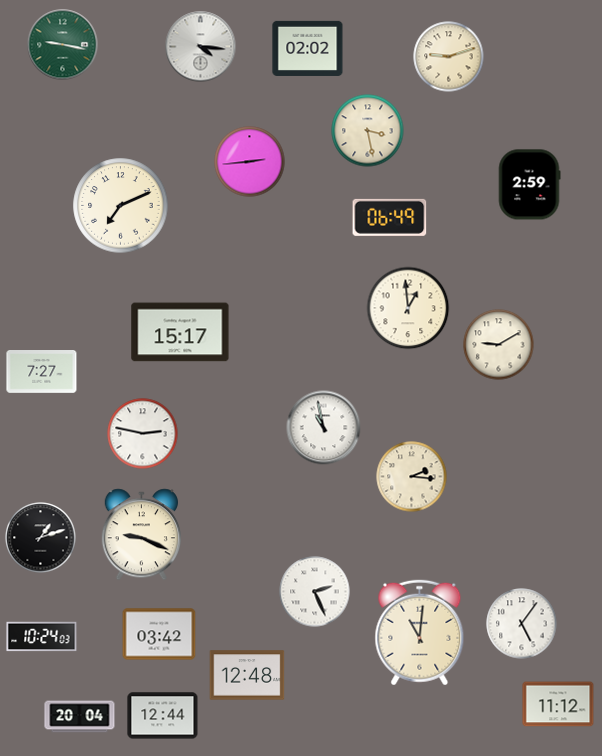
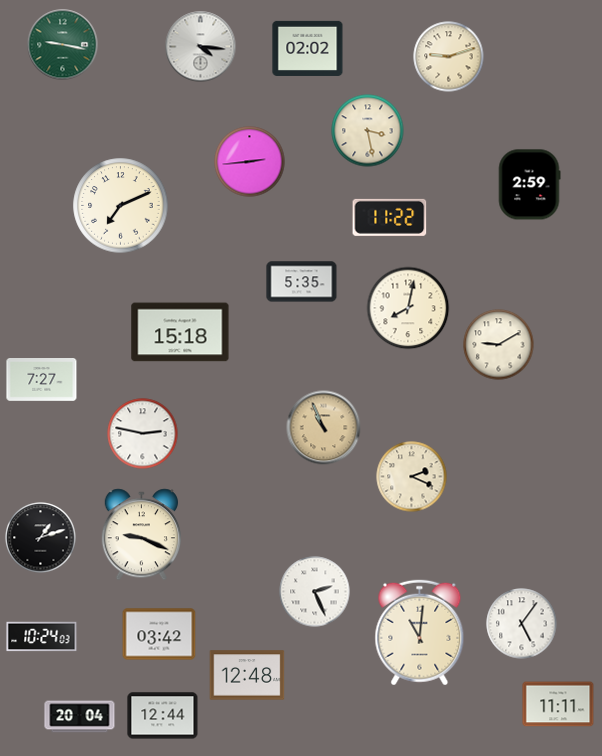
clock at (390, 217): 06:49 -> 11:22
clock at (302, 282): none -> 5:35
clock at (408, 308): 12:59 -> 8:02
clock at (180, 332): 15:17 -> 15:18
clock at (42, 372) position: (42, 372) -> (42, 380)
clock at (324, 428): 10:58 -> 10:56
clock at (324, 428) dial: white -> champagne
clock at (412, 477): 2:16 -> 2:19
clock at (558, 704): 11:12 -> 11:11
